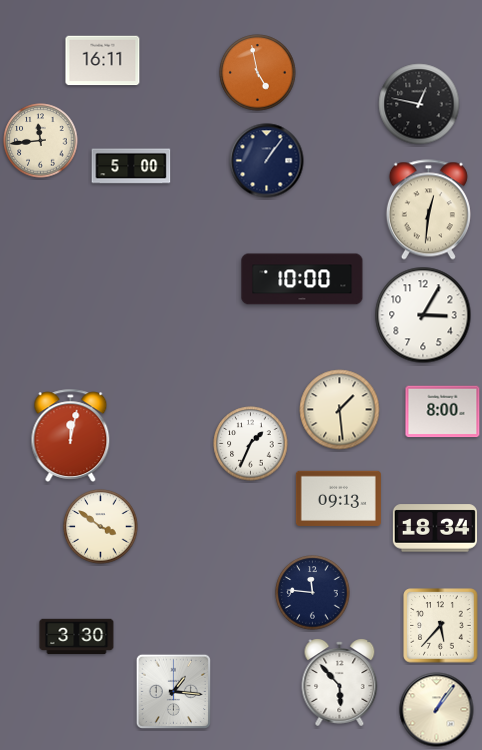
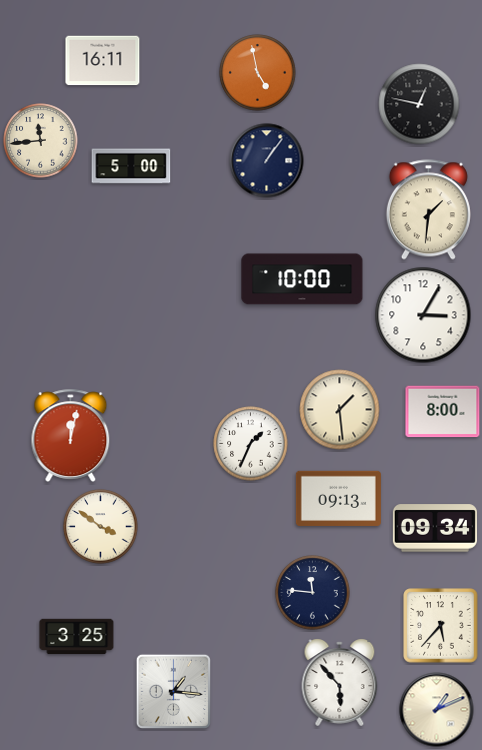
clock at (428, 210): 12:31 -> 1:31
clock at (435, 528): 18:34 -> 09:34
clock at (77, 637): 3:30 -> 3:25
clock at (437, 710): 1:06 -> 1:11
